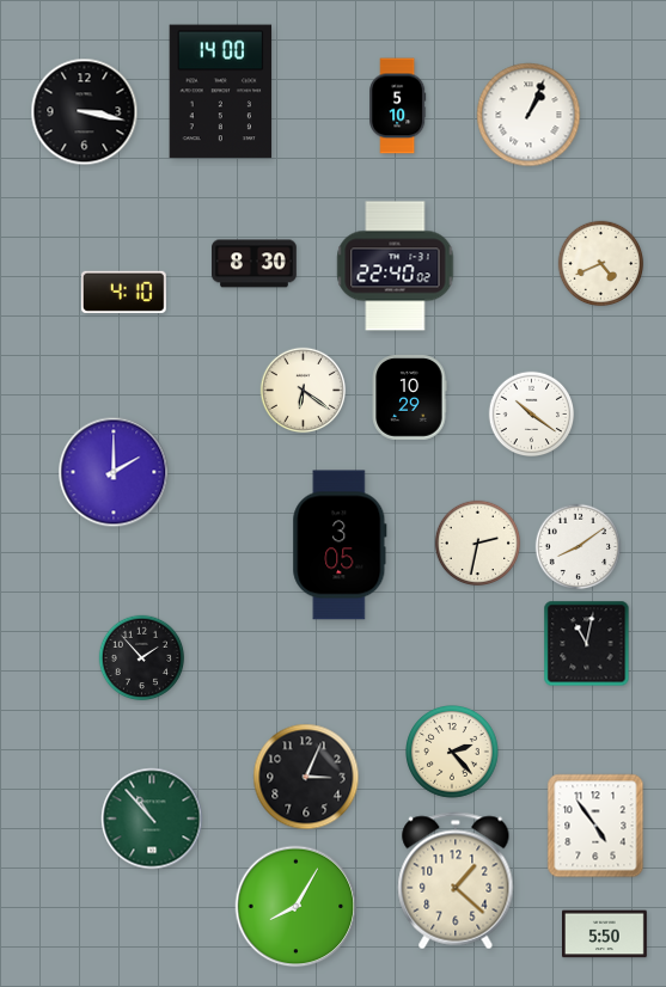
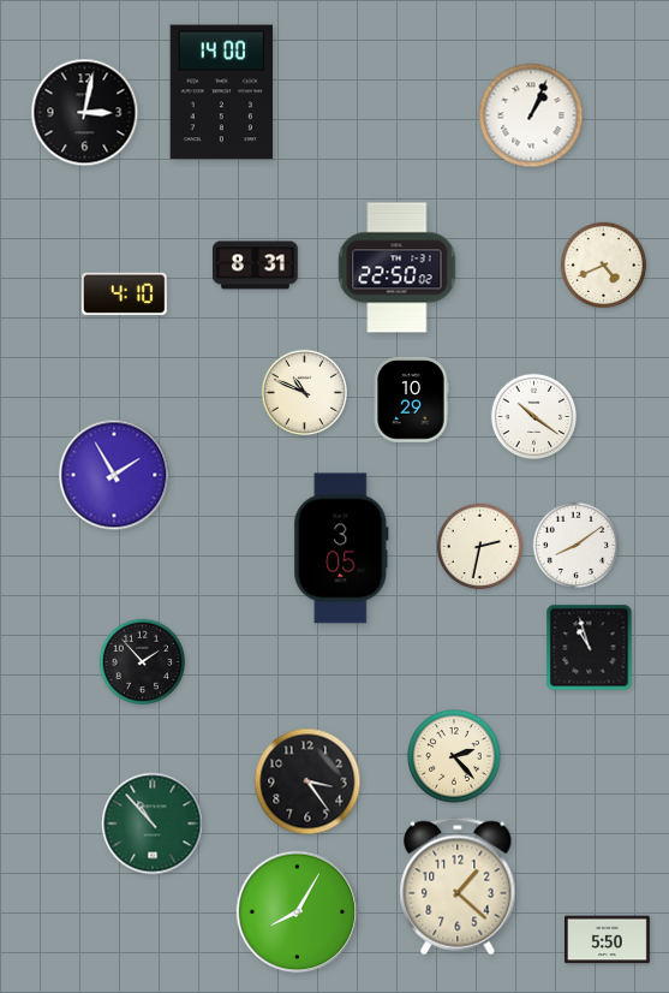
clock at (398, 106): 5:10 -> none
clock at (85, 112): 3:17 -> 3:02
clock at (255, 264): 8:30 -> 8:31
clock at (396, 266): 22:40 -> 22:50
clock at (304, 391): 6:21 -> 10:49
clock at (114, 472): 2:00 -> 1:55
clock at (579, 547) position: (579, 547) -> (577, 546)
clock at (587, 644): 11:02 -> 10:57
clock at (306, 777): 3:04 -> 3:24
clock at (595, 826): 4:54 -> none
